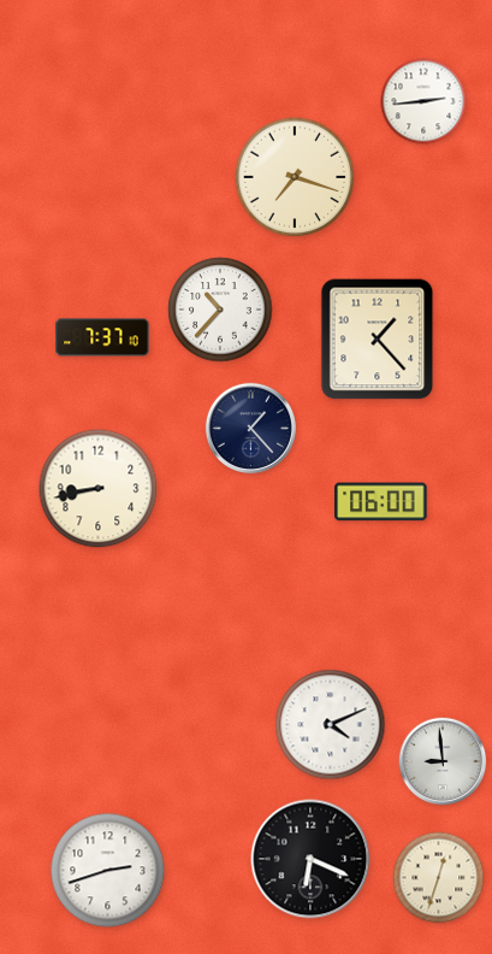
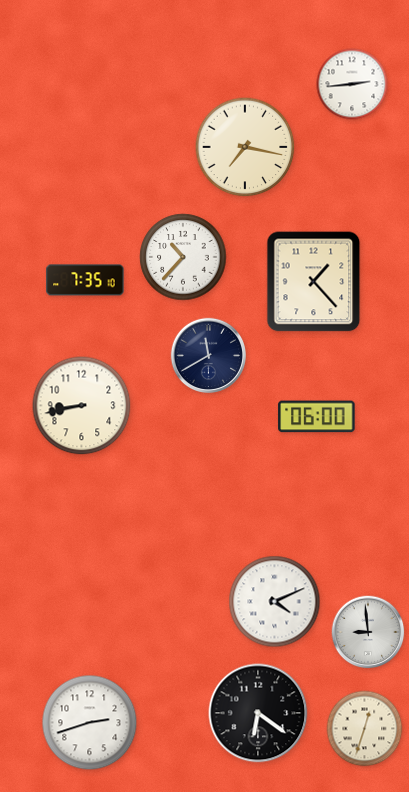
clock at (295, 177): 7:18 -> 7:17
clock at (102, 337): 7:37 -> 7:35
clock at (251, 429): 1:23 -> 11:40
clock at (310, 859): 6:19 -> 6:21
